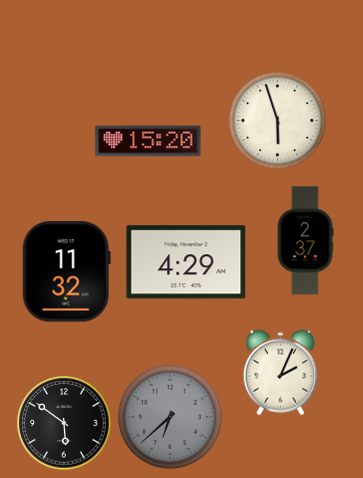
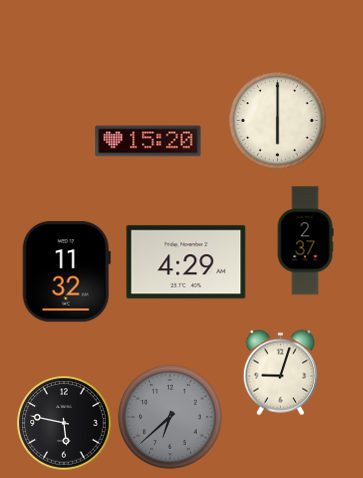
clock at (278, 121): 5:57 -> 6:00
clock at (280, 372): 2:04 -> 9:03
clock at (64, 423): 5:51 -> 5:47
